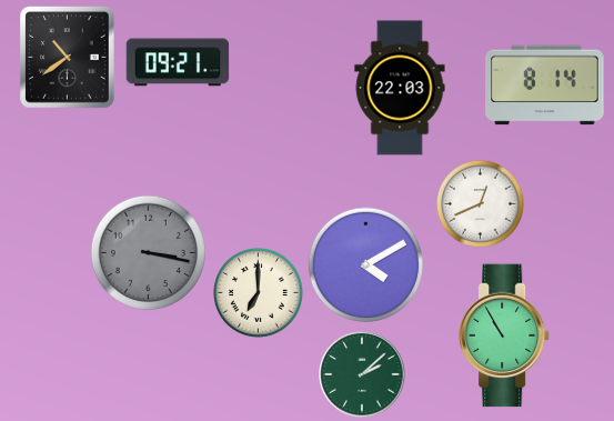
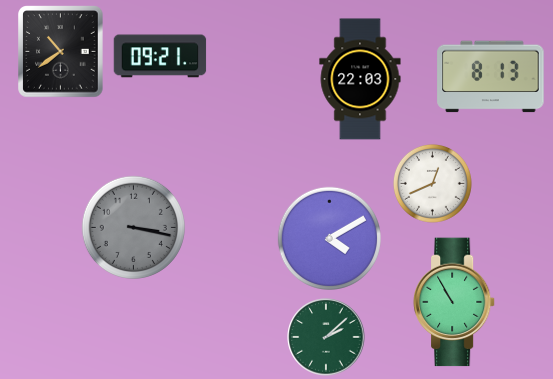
clock at (545, 86): 8:14 -> 8:13
clock at (258, 292): 7:00 -> none
